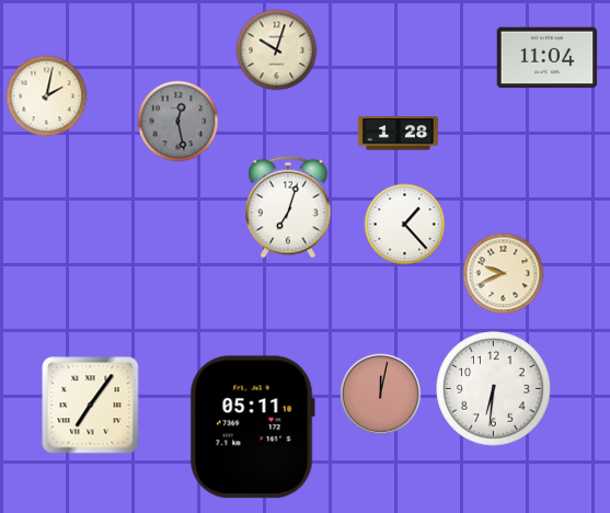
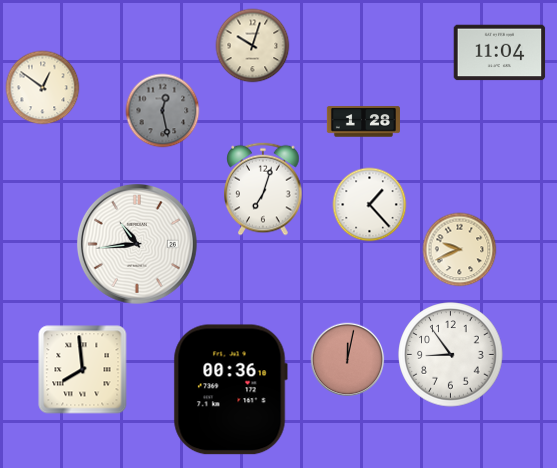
clock at (47, 96): 2:02 -> 12:51
clock at (137, 244): none -> 10:44
clock at (494, 389): 6:31 -> 8:54
clock at (91, 406): 7:06 -> 7:59
clock at (252, 428): 05:11 -> 00:36
